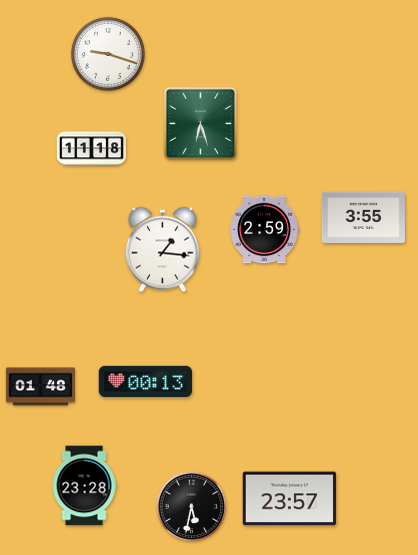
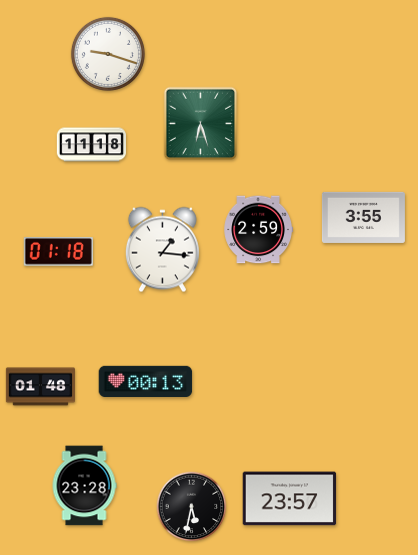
clock at (91, 149) position: (91, 149) -> (91, 145)
clock at (264, 230) position: (264, 230) -> (258, 230)
clock at (58, 252): none -> 01:18
